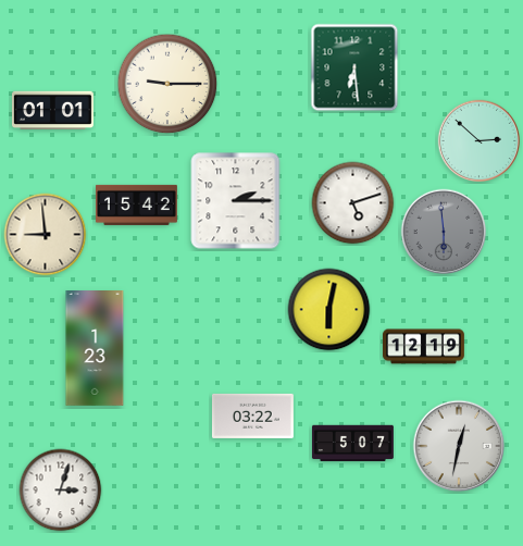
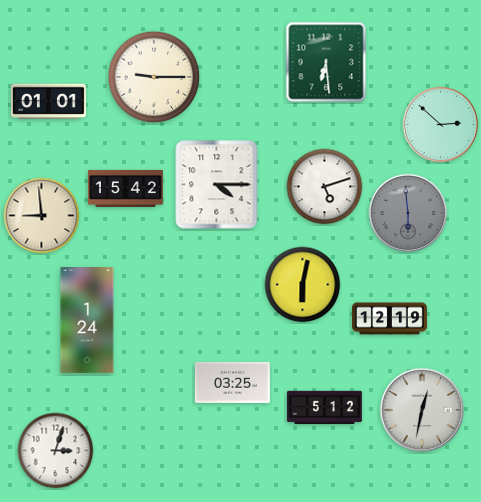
clock at (480, 141) position: (480, 141) -> (441, 125)
clock at (236, 201): 2:15 -> 4:15
clock at (95, 348): 1:23 -> 1:24
clock at (252, 415): 03:22 -> 03:25
clock at (353, 444): 5:07 -> 5:12
